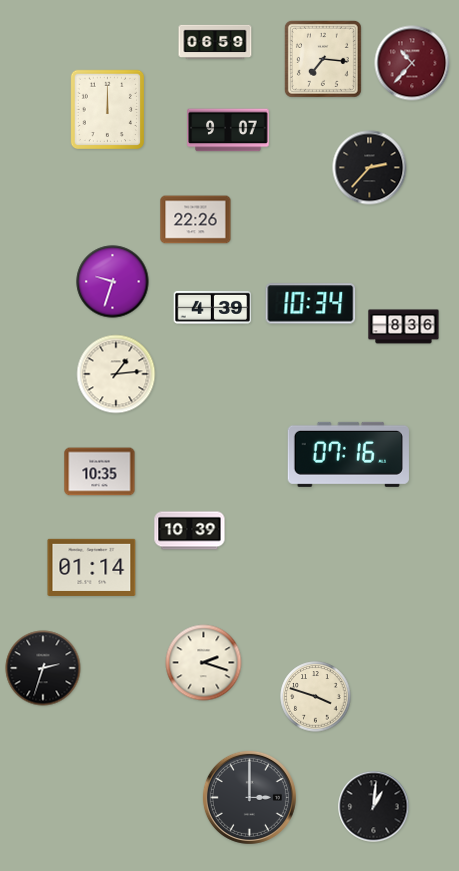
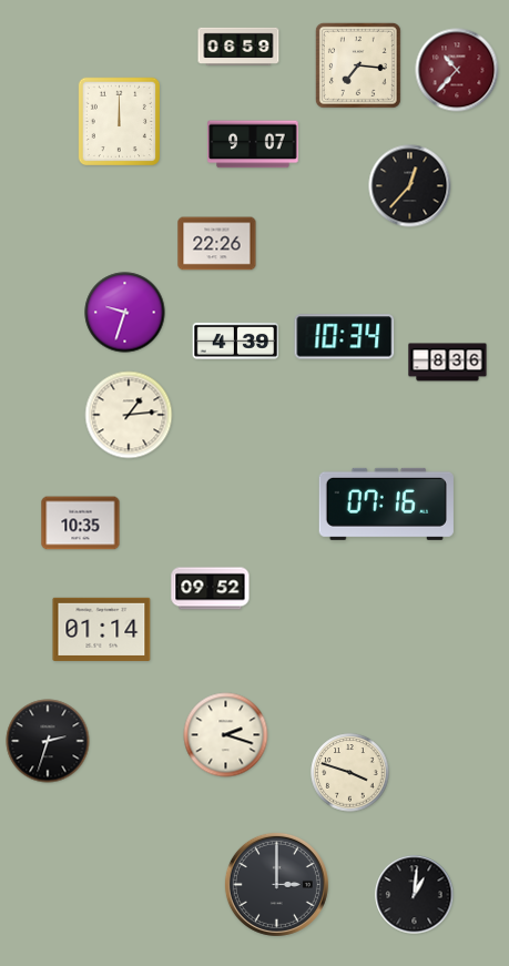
clock at (370, 168): 2:37 -> 12:37
clock at (100, 472) position: (100, 472) -> (81, 523)
clock at (190, 531): 10:39 -> 09:52
